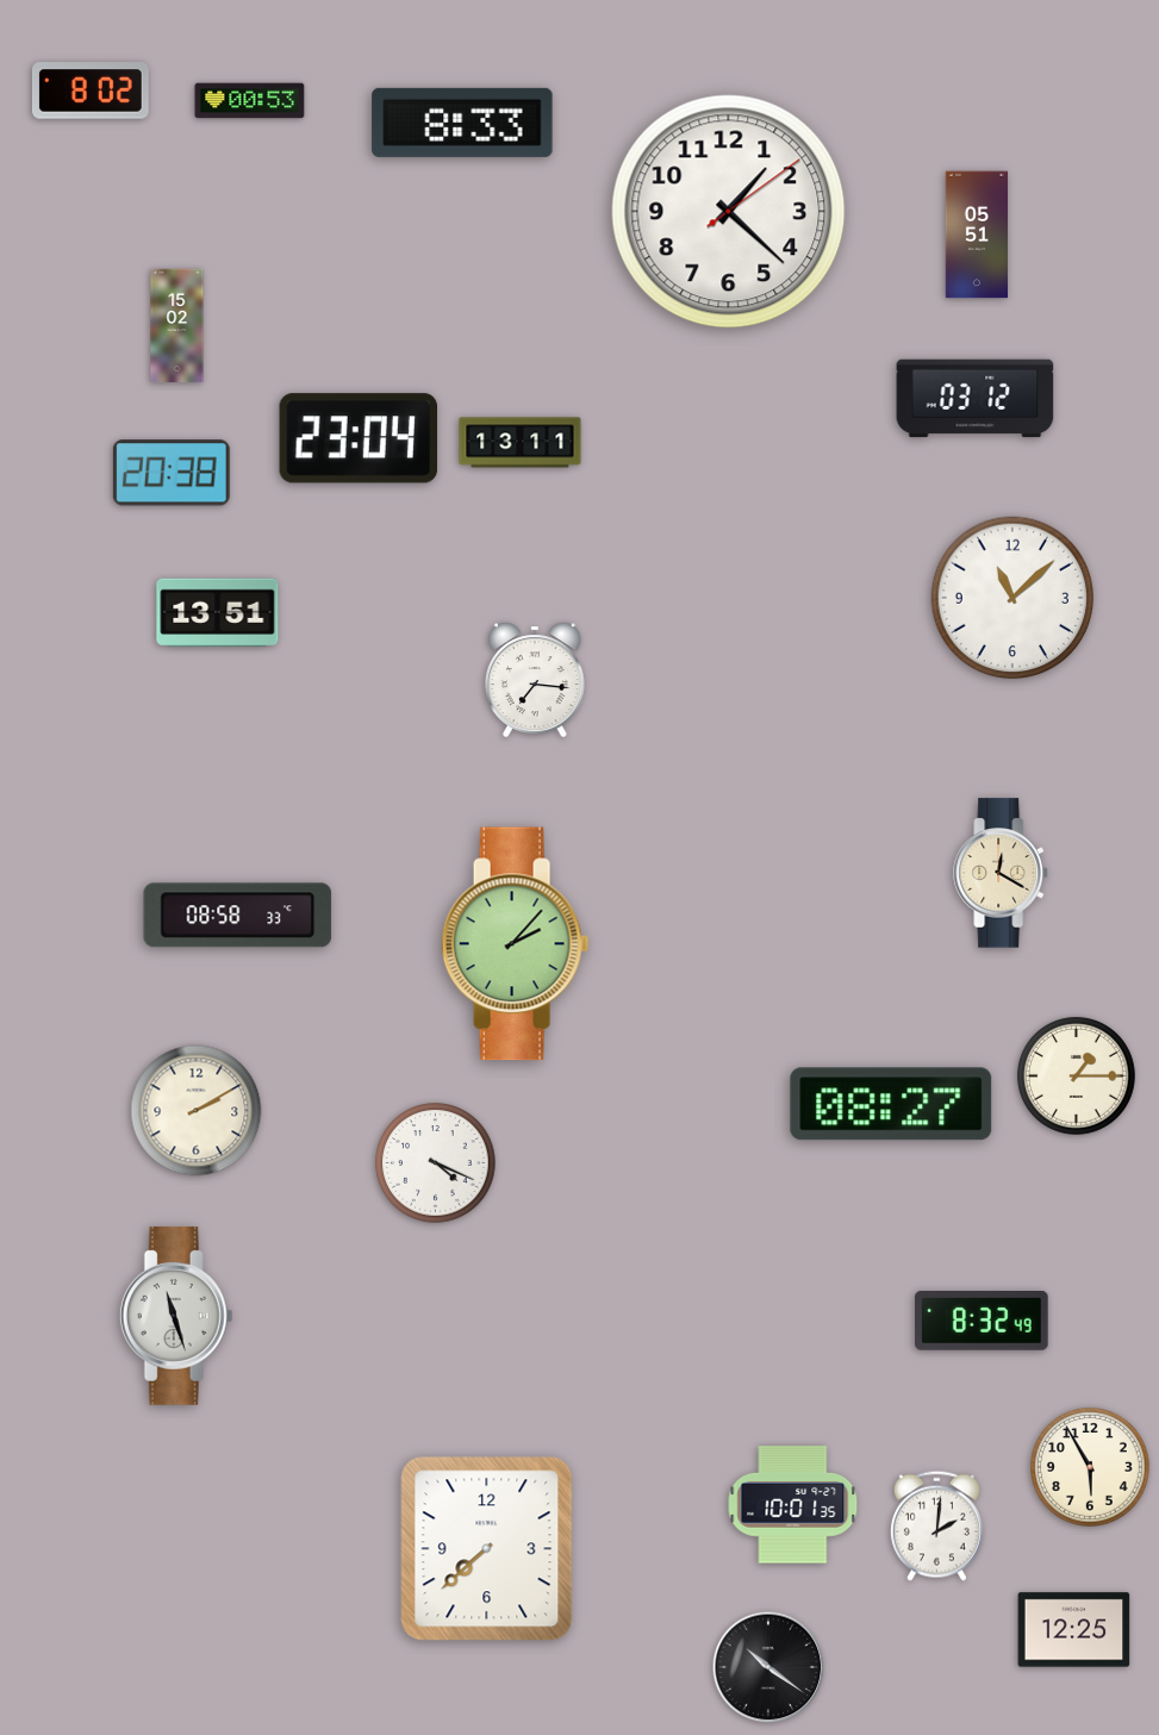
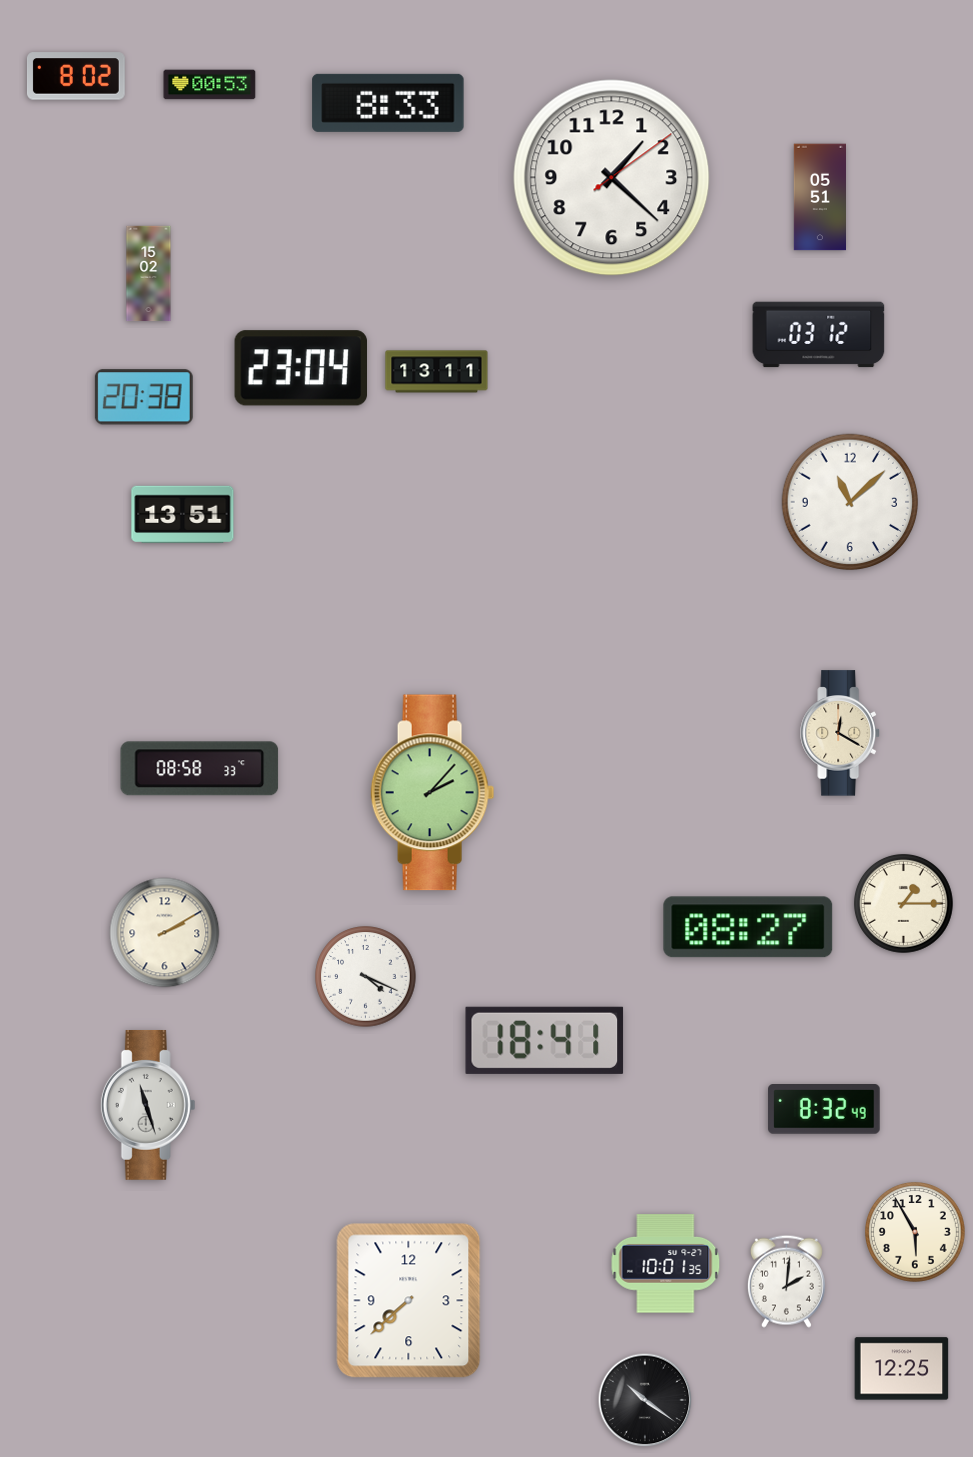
clock at (535, 679): 7:16 -> none
clock at (545, 1040): none -> 18:41
